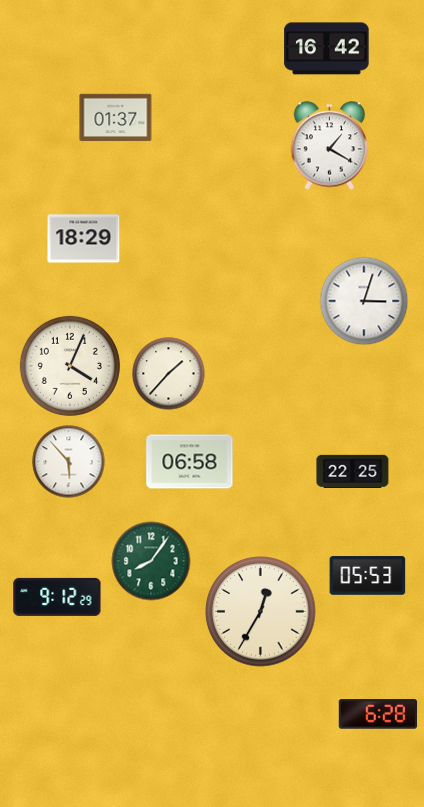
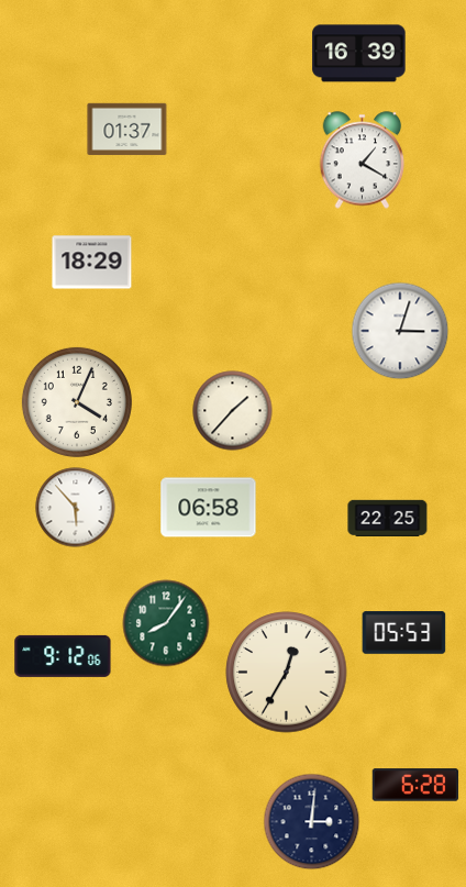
clock at (327, 49): 16:42 -> 16:39
clock at (169, 374) position: (169, 374) -> (233, 411)
clock at (151, 561) position: (151, 561) -> (166, 623)
clock at (57, 597): 9:12:29 -> 9:12:06
clock at (312, 822): none -> 3:01
